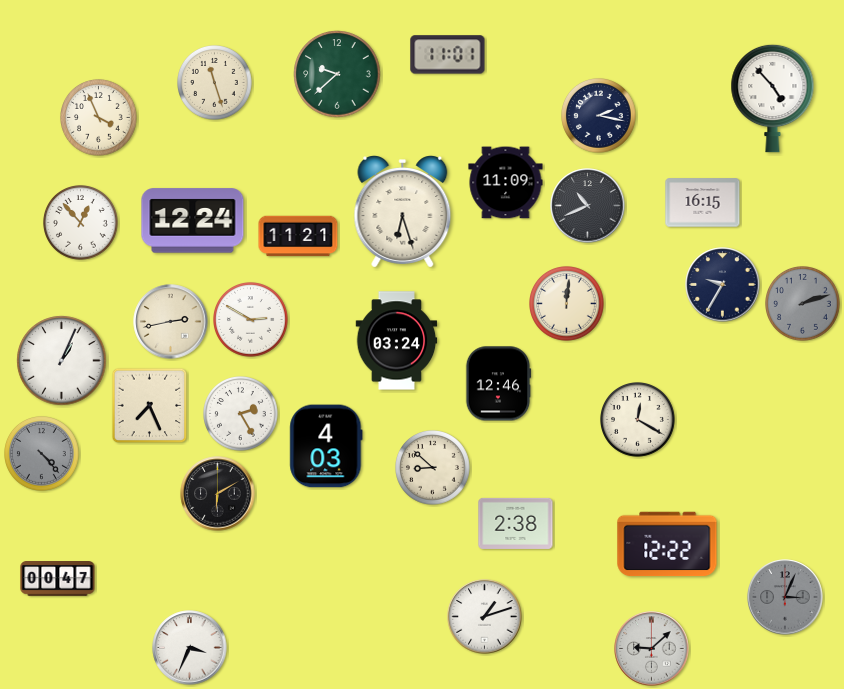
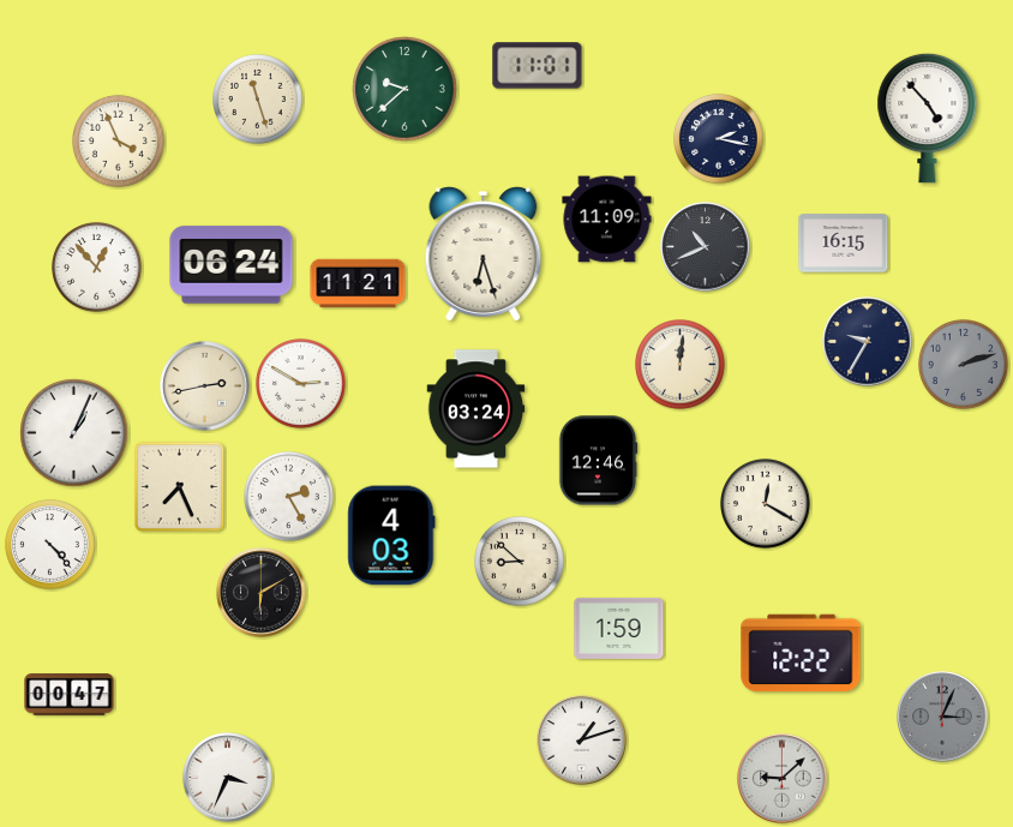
clock at (193, 221): 12:24 -> 06:24
clock at (42, 454) dial: grey -> white
clock at (516, 523): 2:38 -> 1:59
